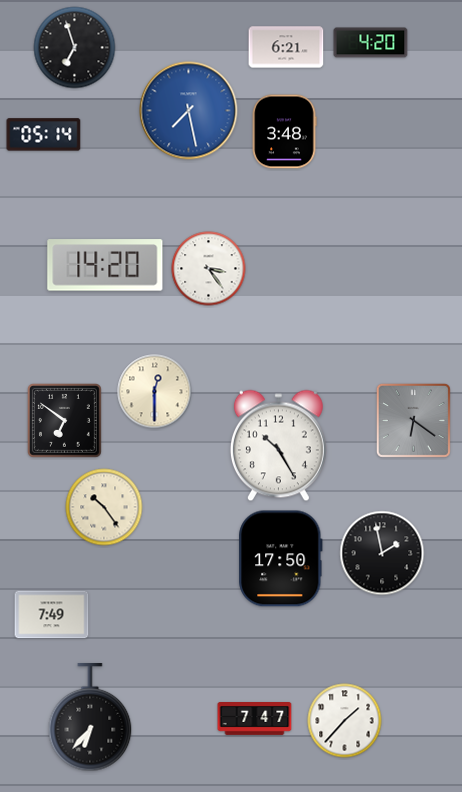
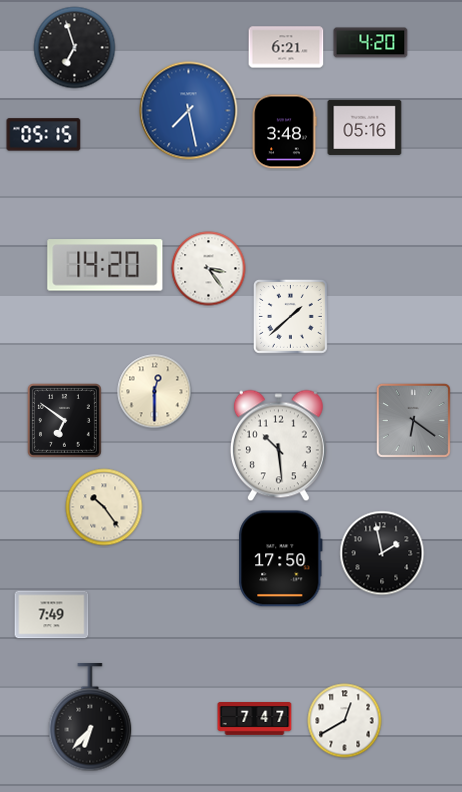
clock at (365, 127): none -> 05:16
clock at (44, 135): 05:14 -> 05:15
clock at (290, 316): none -> 1:38
clock at (278, 446): 10:25 -> 10:29
clock at (345, 721): 1:37 -> 12:40
